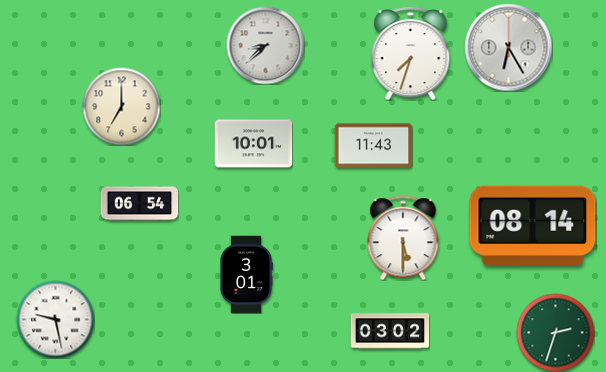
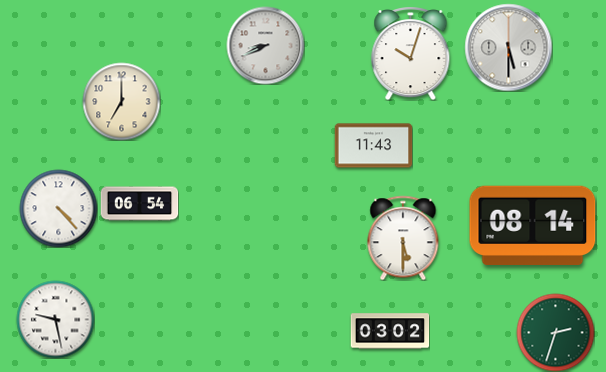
clock at (265, 45): 8:38 -> 8:41
clock at (508, 47): 6:25 -> 5:30
clock at (411, 54): 7:33 -> 10:03
clock at (121, 106) position: (121, 106) -> (121, 101)
clock at (253, 144): 10:01 -> none
clock at (58, 208): none -> 4:23
clock at (246, 274): 3:01 -> none
